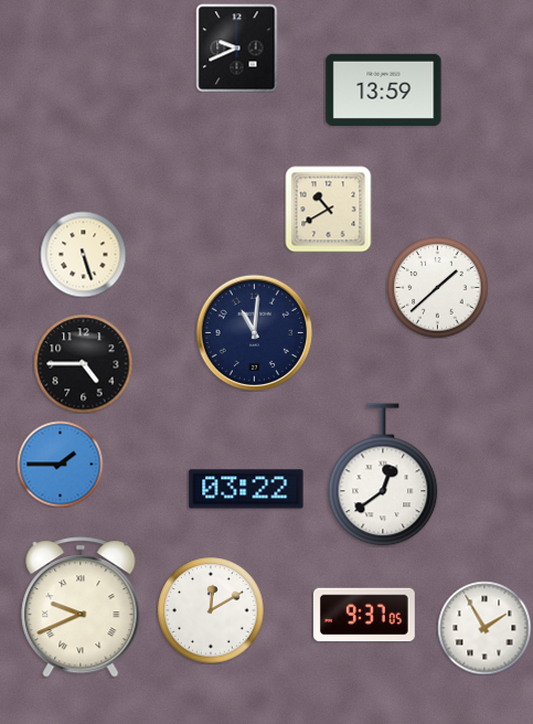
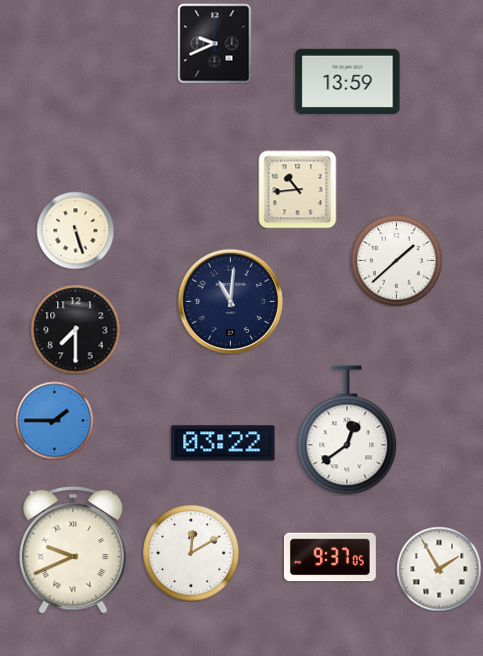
clock at (328, 209): 10:40 -> 10:44
clock at (83, 363): 4:45 -> 7:30
